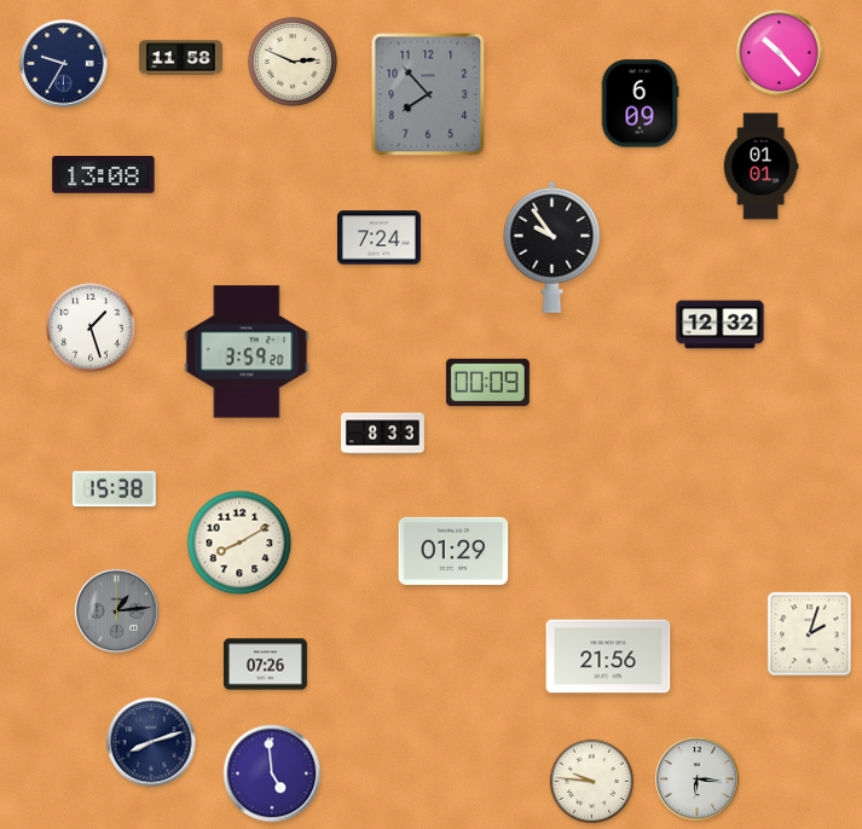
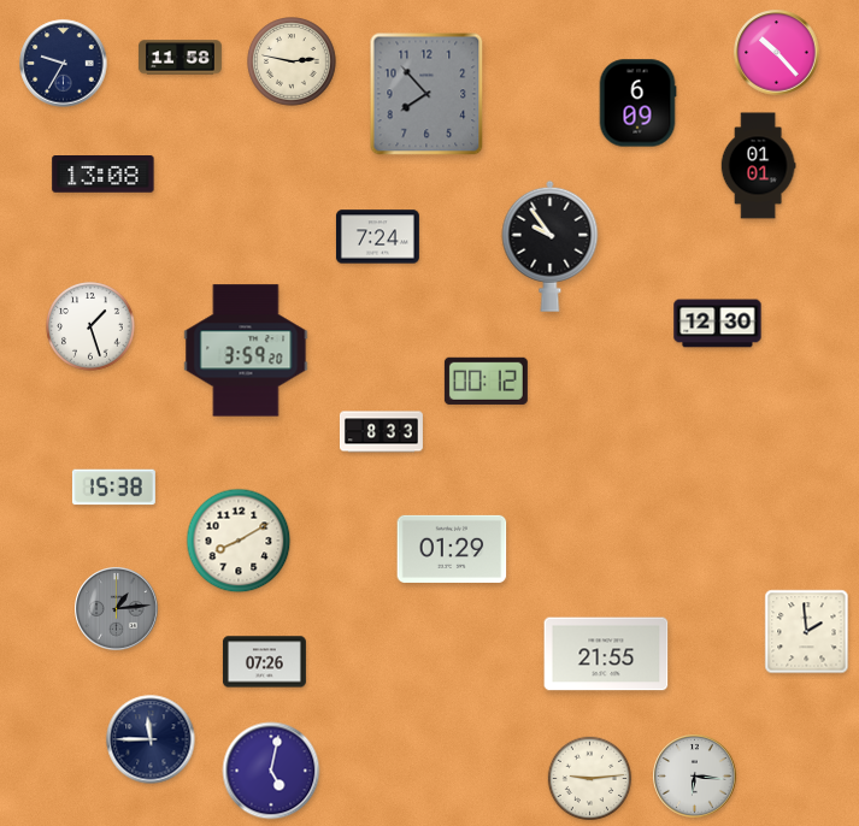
clock at (293, 62): 2:49 -> 2:47
clock at (721, 325): 12:32 -> 12:30
clock at (487, 382): 00:09 -> 00:12
clock at (810, 634): 2:03 -> 1:59
clock at (608, 656): 21:56 -> 21:55
clock at (151, 742): 8:12 -> 11:45
clock at (272, 773): 4:59 -> 5:02
clock at (592, 782): 9:46 -> 9:14
